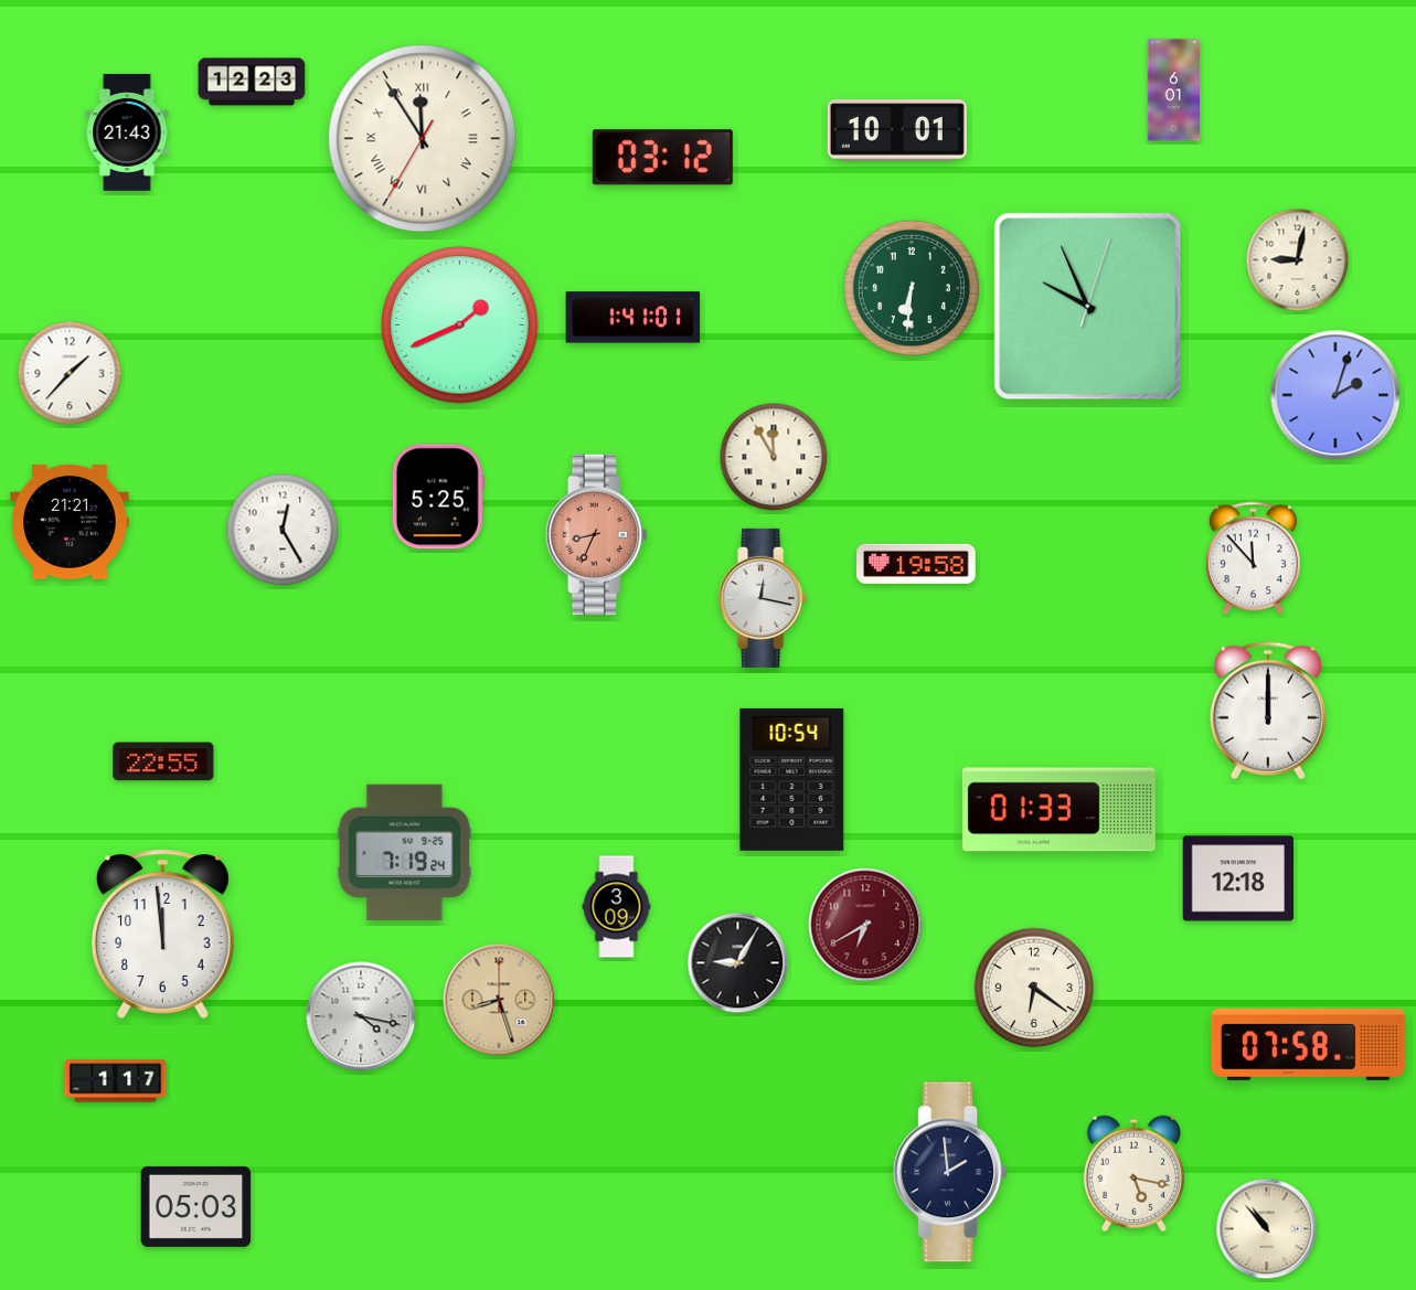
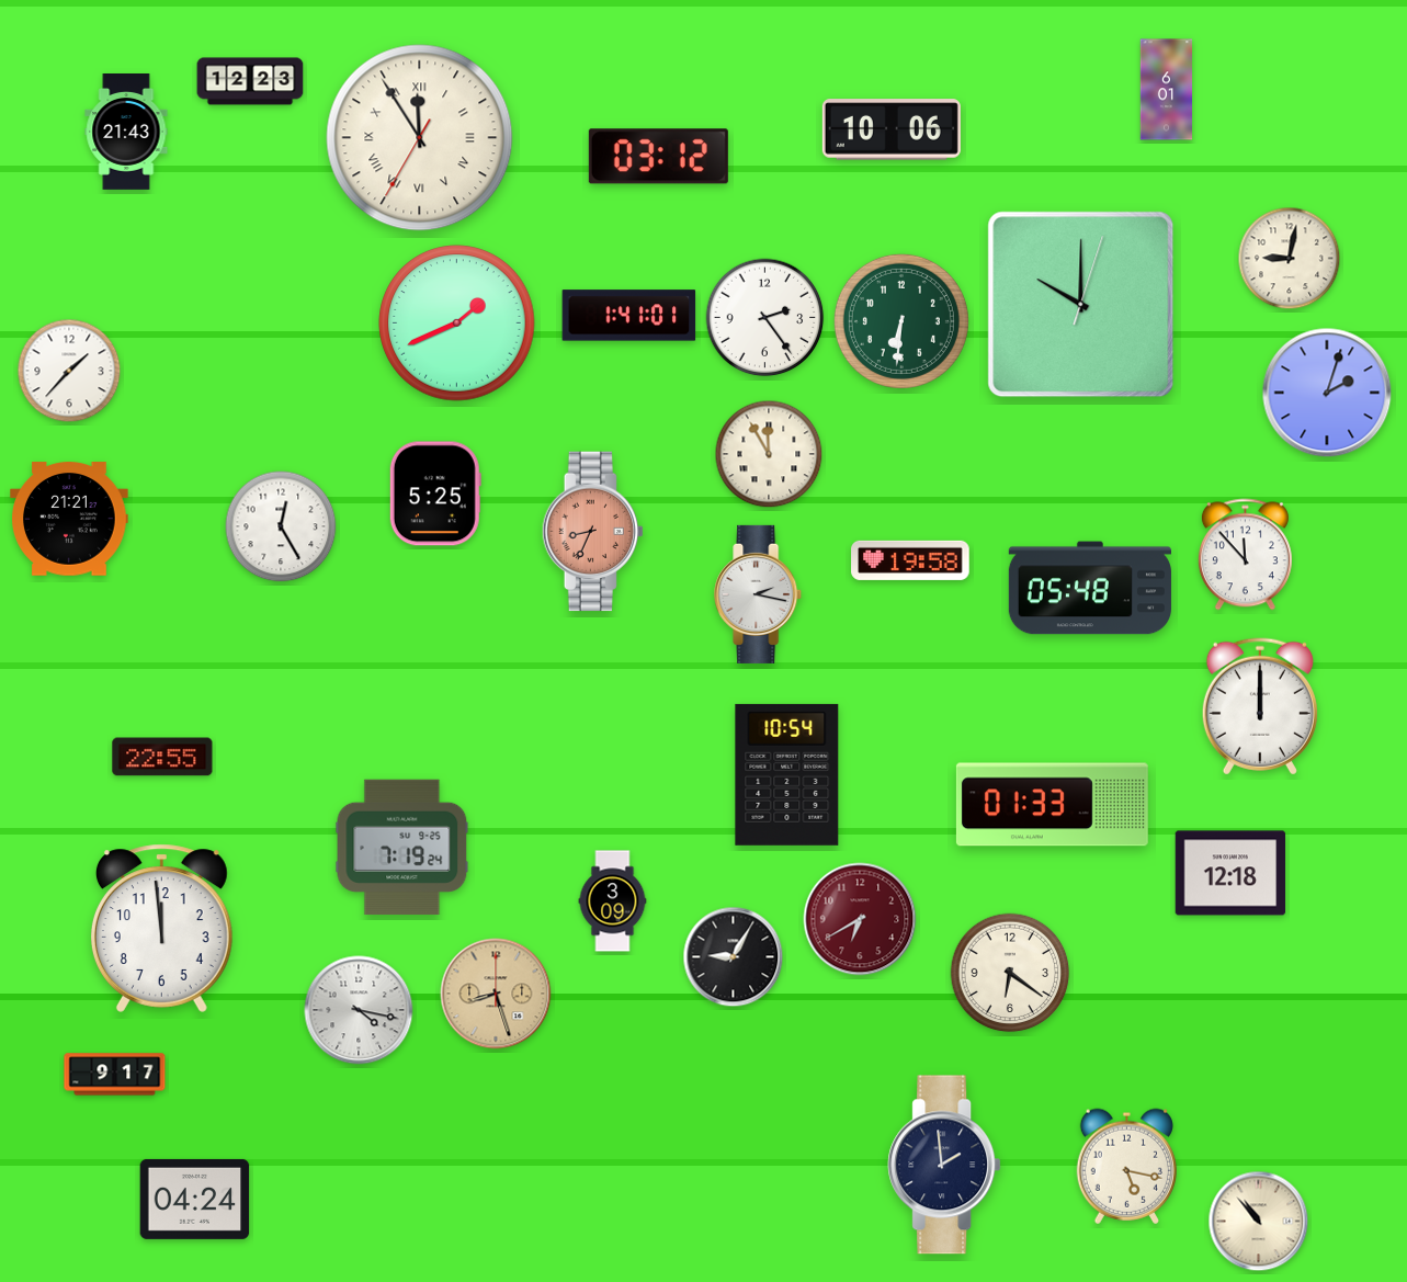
clock at (897, 130): 10:01 -> 10:06
clock at (912, 288) position: (912, 288) -> (901, 321)
clock at (1088, 307): 9:56 -> 10:00
clock at (765, 318): none -> 2:24
clock at (1090, 588): none -> 05:48
clock at (764, 598): 12:17 -> 2:17
clock at (1034, 988) position: (1034, 988) -> (1010, 973)
clock at (1308, 1044): 07:58 -> none
clock at (116, 1081): 1:17 -> 9:17
clock at (196, 1206): 05:03 -> 04:24
